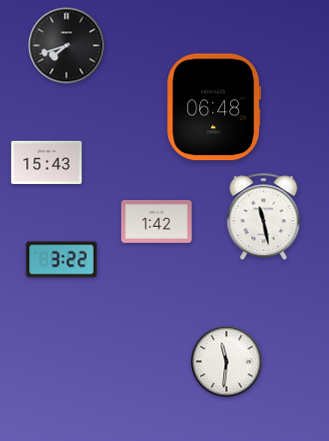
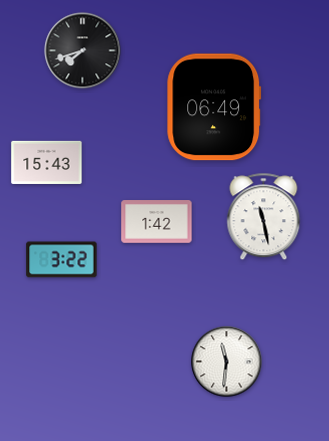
clock at (67, 46) position: (67, 46) -> (83, 51)
clock at (214, 107): 06:48 -> 06:49
